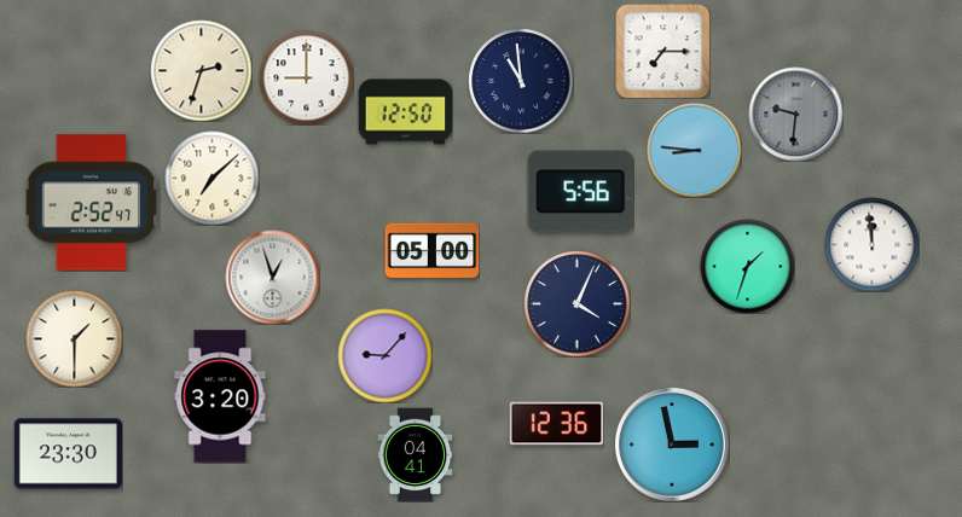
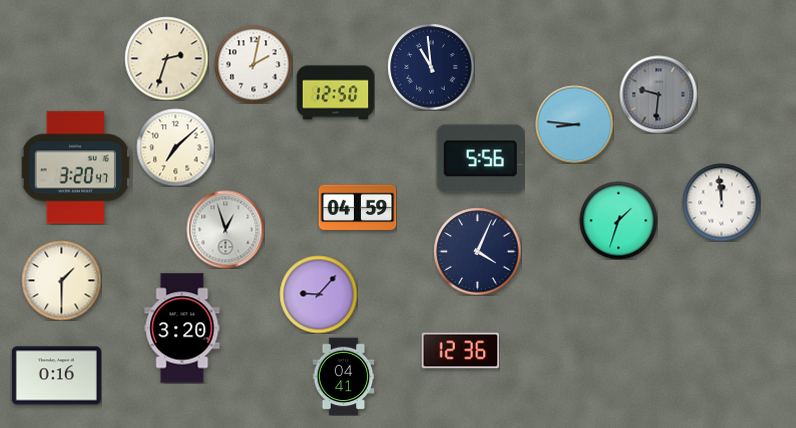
clock at (662, 51): 7:15 -> none
clock at (306, 77): 9:00 -> 2:02
clock at (92, 203): 2:52 -> 3:20
clock at (431, 251): 05:00 -> 04:59
clock at (672, 445): 2:58 -> none
clock at (68, 454): 23:30 -> 0:16
